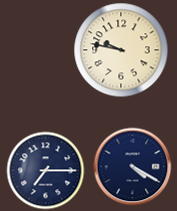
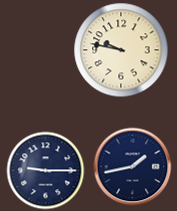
clock at (132, 166): 4:20 -> 1:43
clock at (45, 170): 7:15 -> 9:15
